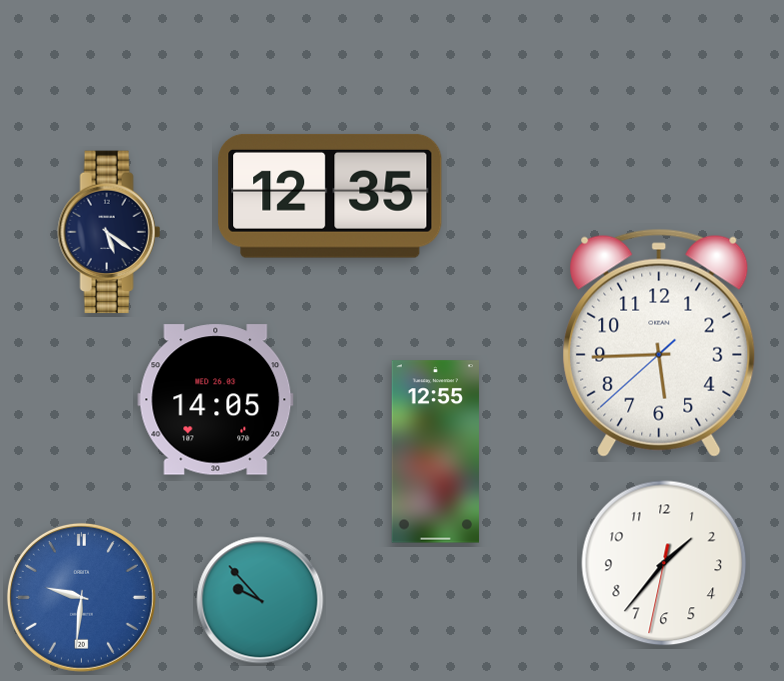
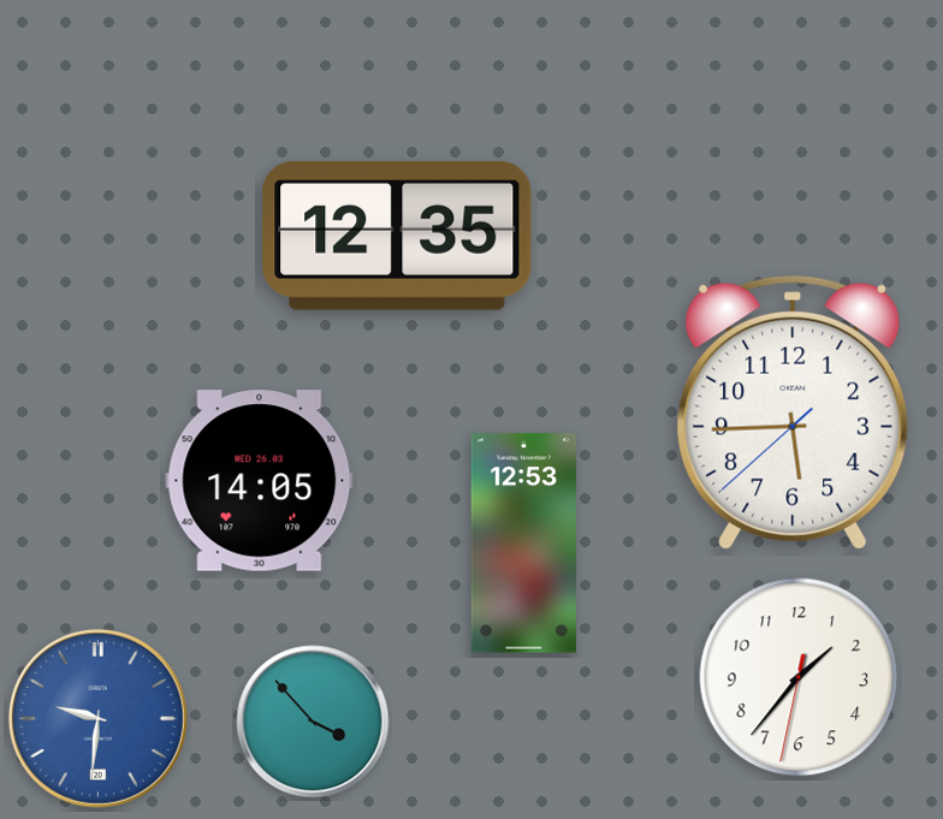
clock at (109, 232): 5:21 -> none
clock at (435, 452): 12:55 -> 12:53
clock at (260, 600): 9:53 -> 3:53
